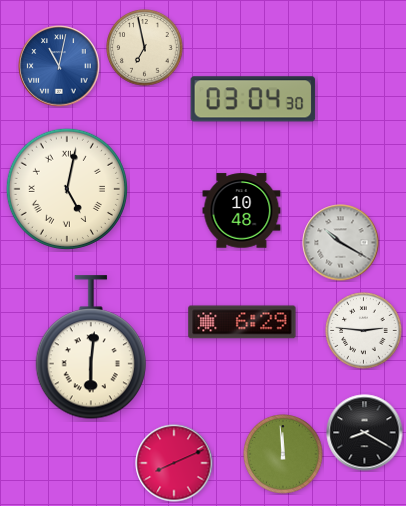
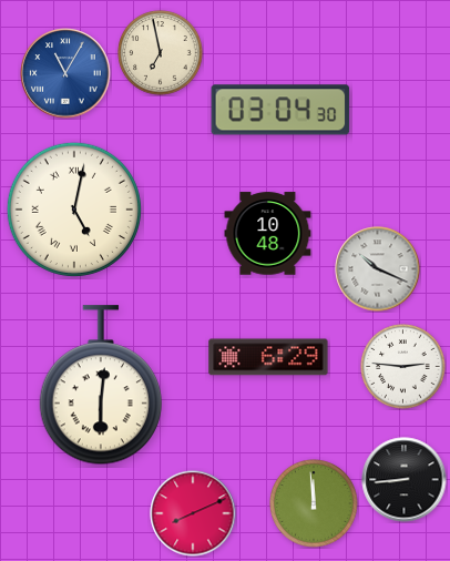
clock at (59, 66): 11:02 -> 11:05
clock at (341, 243): 10:20 -> 10:19
clock at (365, 433): 8:20 -> 8:44
